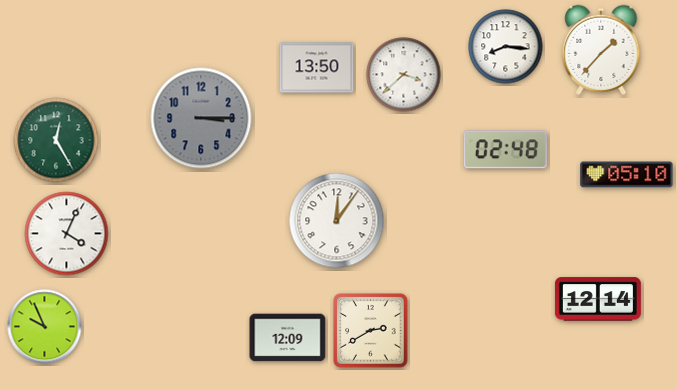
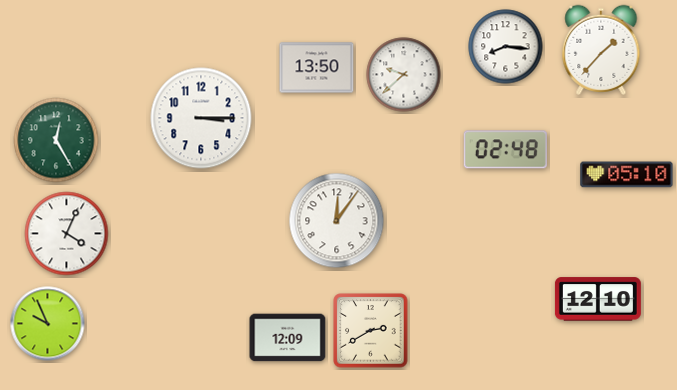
clock at (404, 75): 3:38 -> 9:38
clock at (201, 118) dial: grey -> white
clock at (598, 299): 12:14 -> 12:10
clock at (45, 327) position: (45, 327) -> (48, 324)
